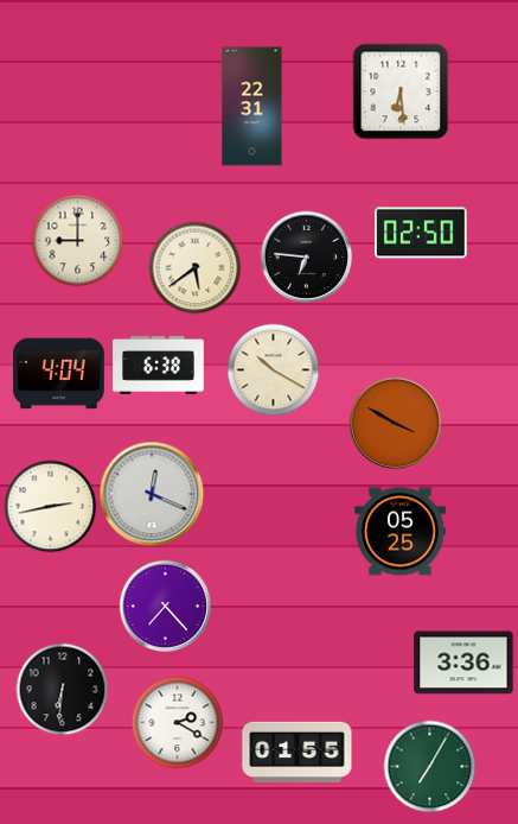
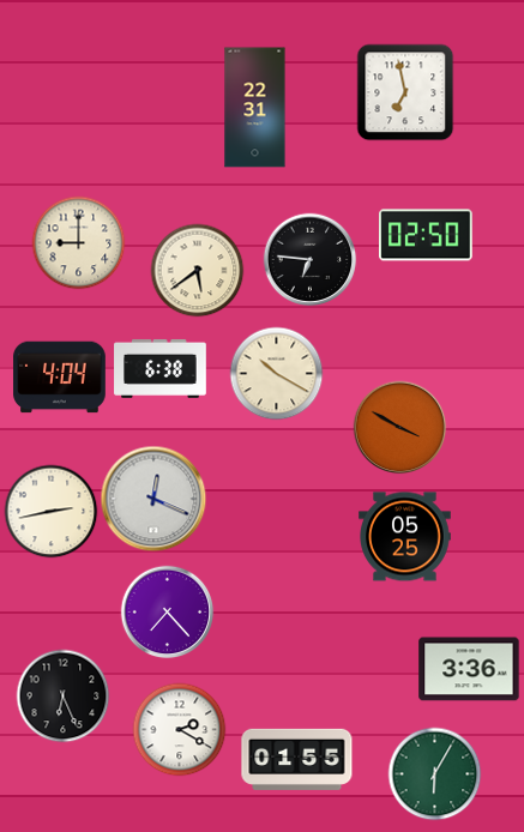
clock at (401, 91): 6:29 -> 6:58
clock at (62, 689): 6:31 -> 6:26
clock at (298, 752) position: (298, 752) -> (297, 759)
clock at (429, 766): 7:05 -> 6:05
